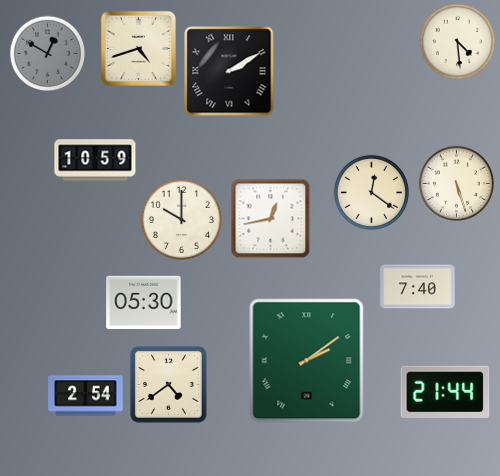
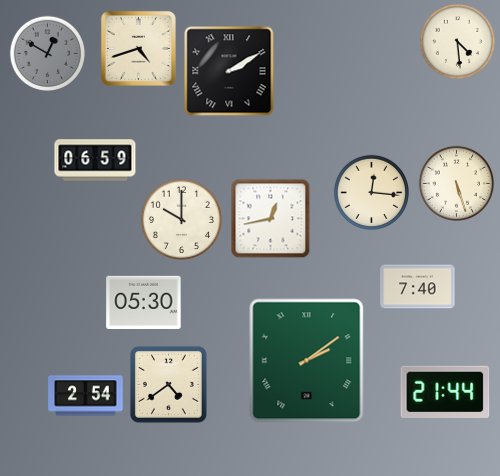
clock at (95, 160): 10:59 -> 06:59
clock at (371, 192): 12:21 -> 12:16
